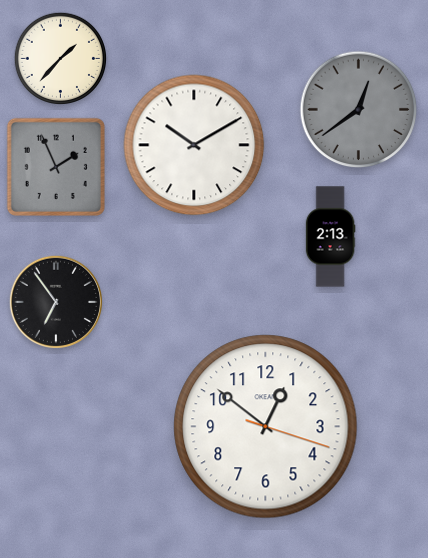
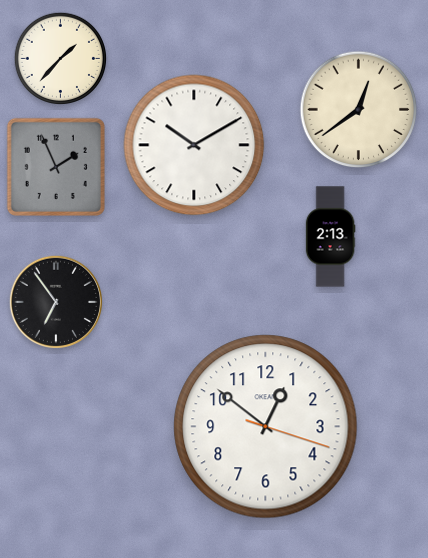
clock at (359, 110) dial: grey -> cream
